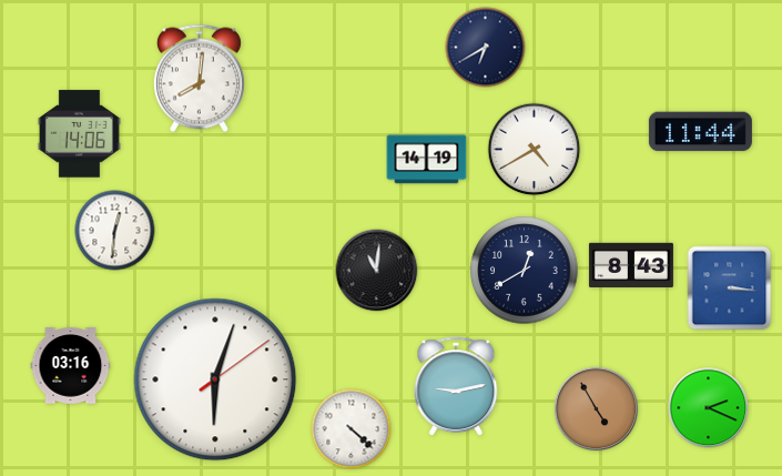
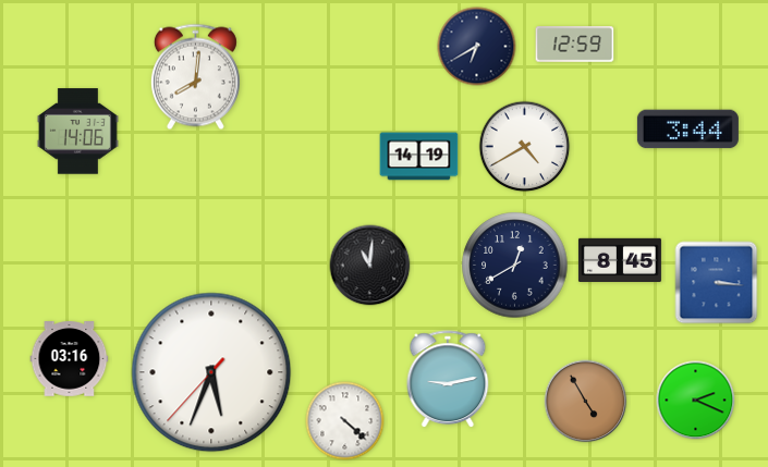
clock at (575, 45): none -> 12:59
clock at (700, 132): 11:44 -> 3:44
clock at (115, 231): 12:31 -> none
clock at (631, 264): 8:43 -> 8:45
clock at (215, 379): 6:03 -> 5:33
